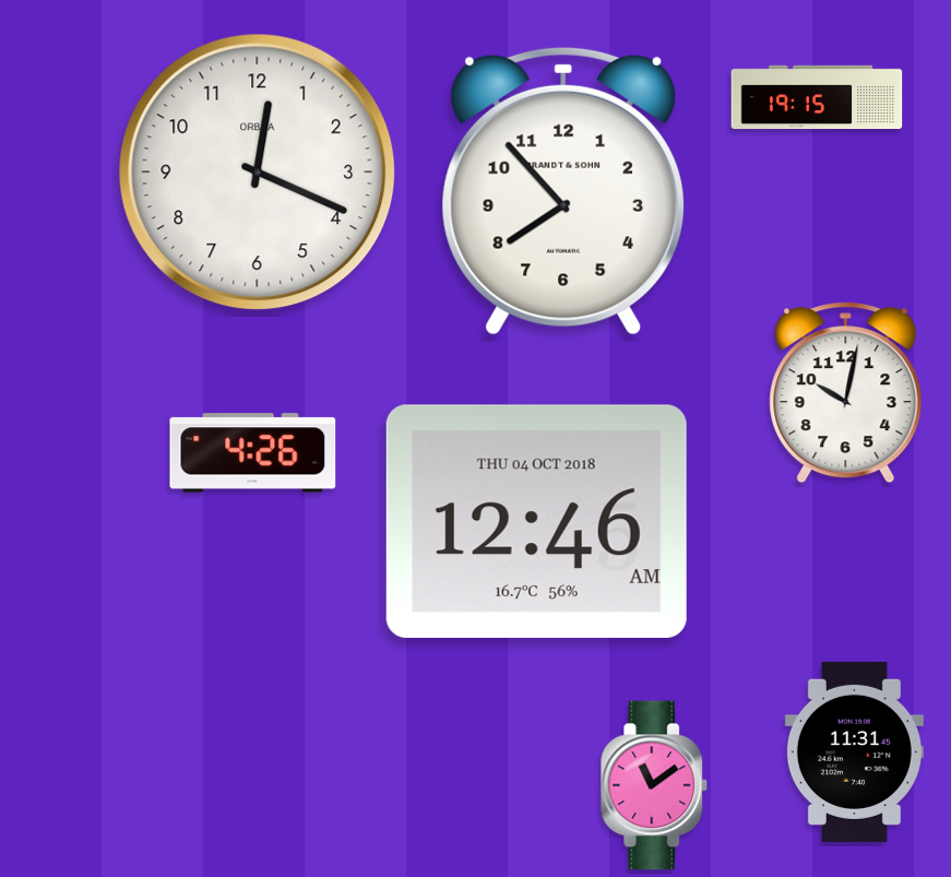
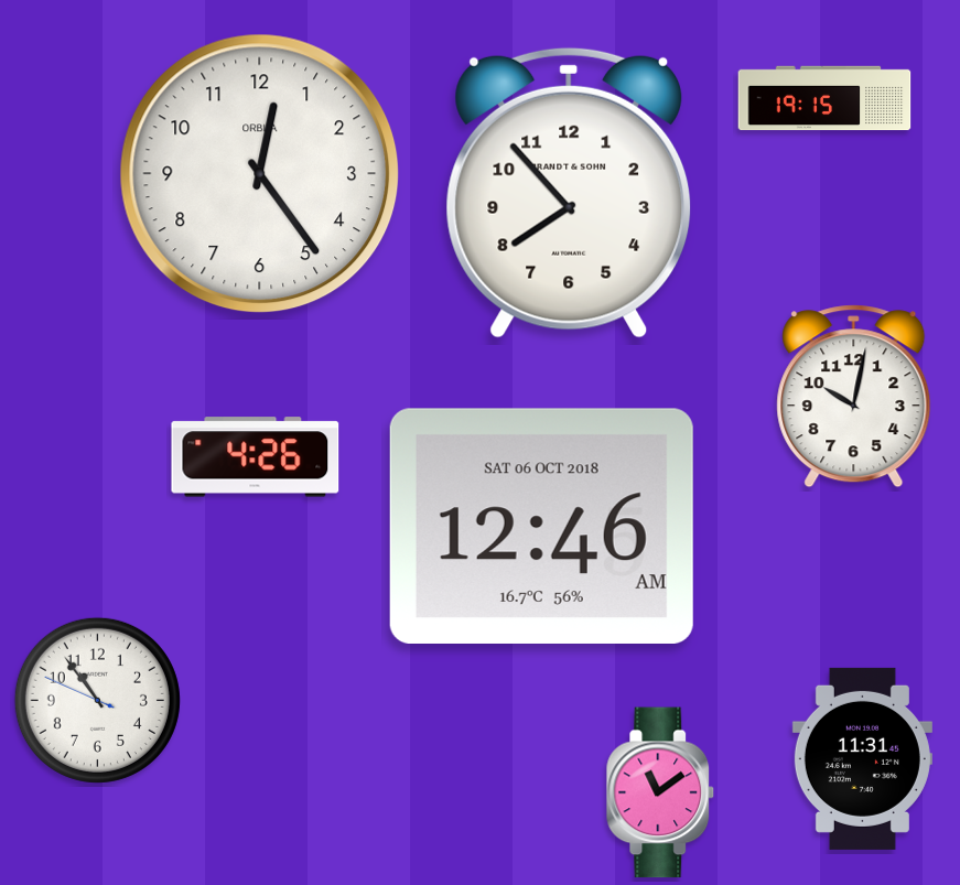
clock at (258, 173): 12:19 -> 12:24
clock at (536, 521) date: THU 04 OCT 2018 -> SAT 06 OCT 2018
clock at (97, 700): none -> 10:53
